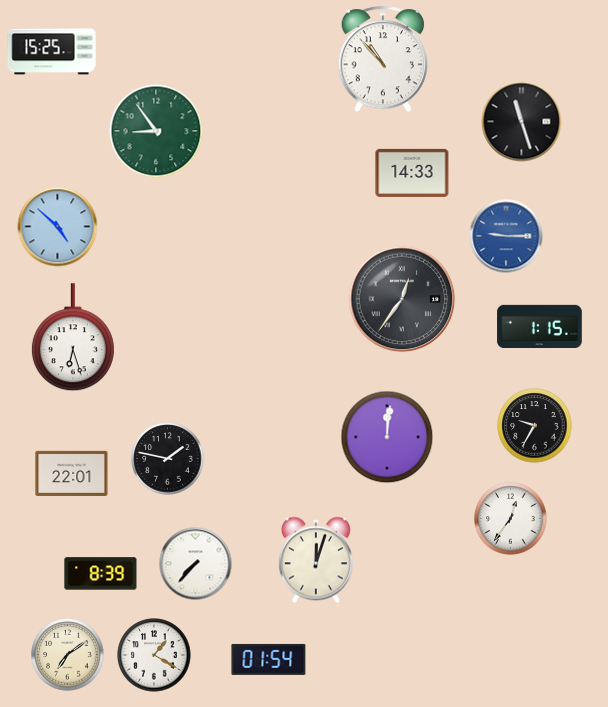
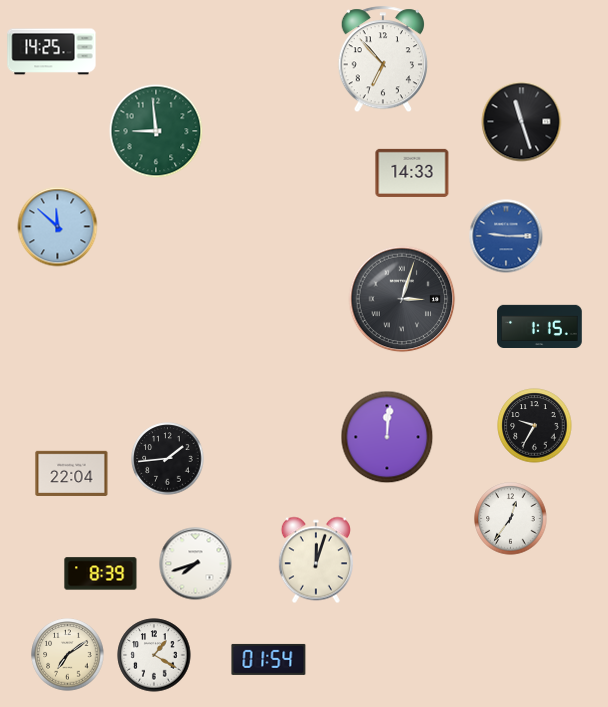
clock at (52, 52): 15:25 -> 14:25
clock at (383, 60): 10:53 -> 6:53
clock at (156, 131): 8:54 -> 8:59
clock at (58, 227): 4:52 -> 11:52
clock at (402, 299): 12:36 -> 3:03
clock at (73, 338): 6:27 -> none
clock at (168, 459): 1:47 -> 1:44
clock at (72, 473): 22:01 -> 22:04
clock at (196, 564): 7:37 -> 7:42
